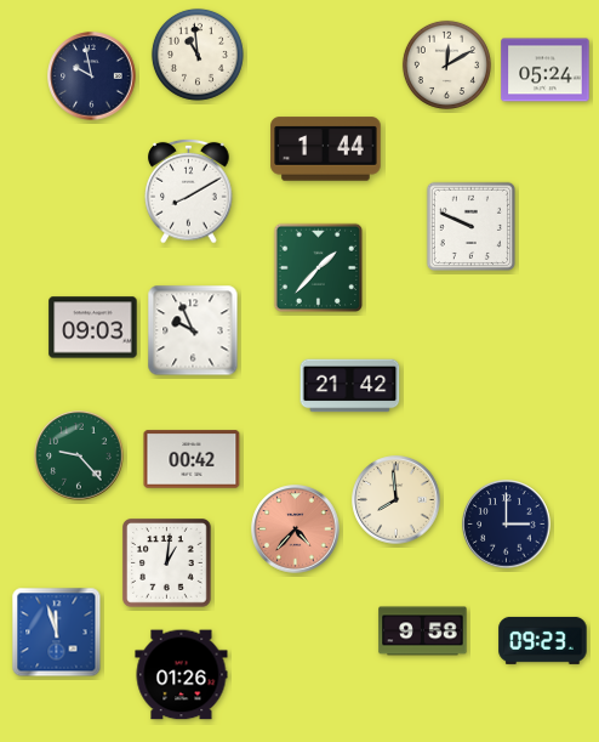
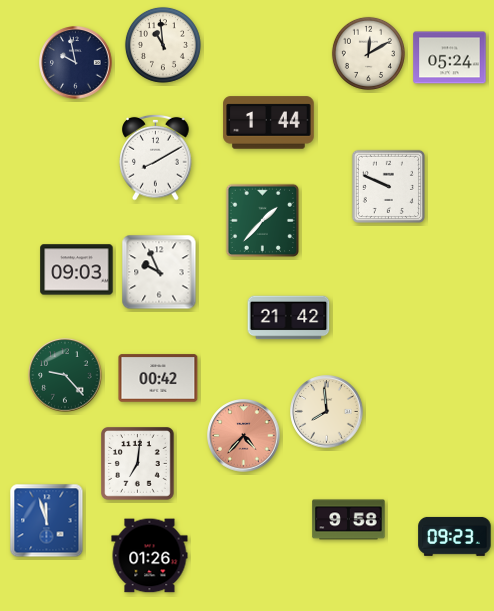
clock at (507, 525): 3:00 -> none
clock at (167, 563): 1:01 -> 7:01
clock at (543, 640) position: (543, 640) -> (455, 536)
